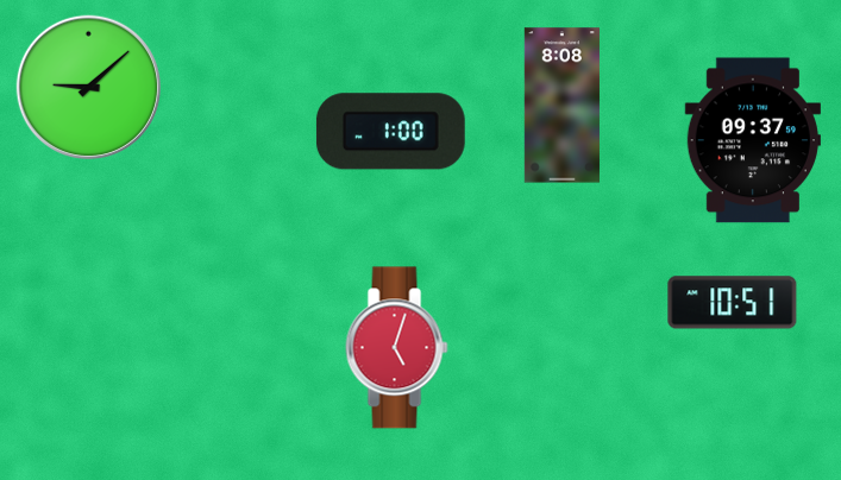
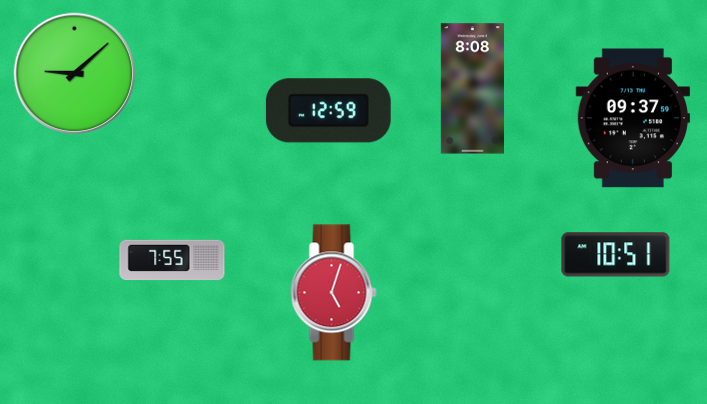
clock at (390, 132): 1:00 -> 12:59
clock at (172, 260): none -> 7:55
